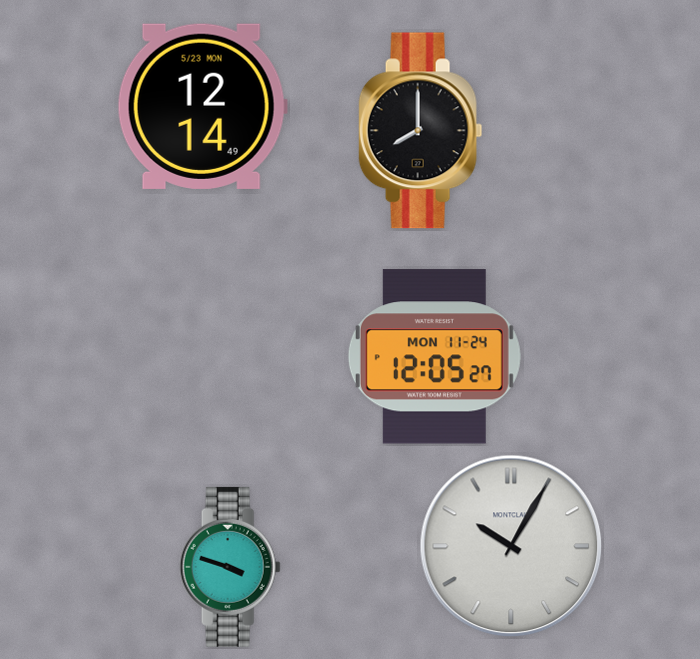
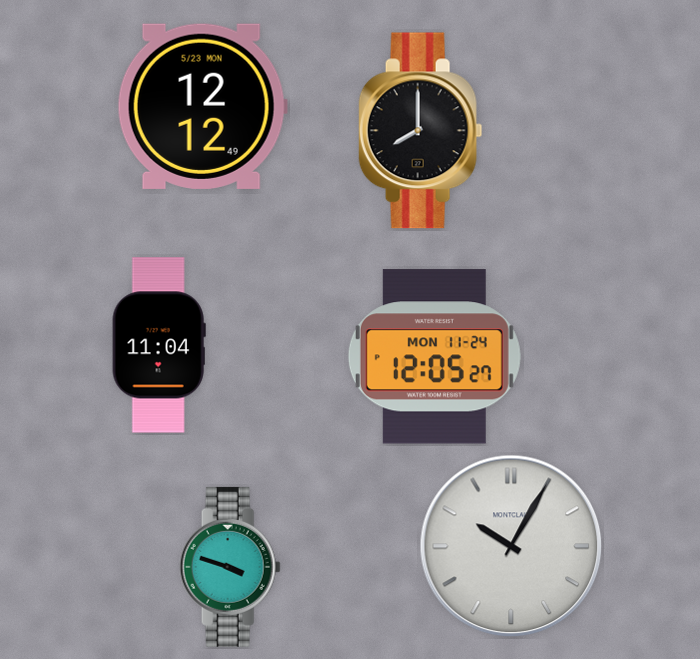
clock at (202, 106): 12:14 -> 12:12
clock at (159, 345): none -> 11:04
